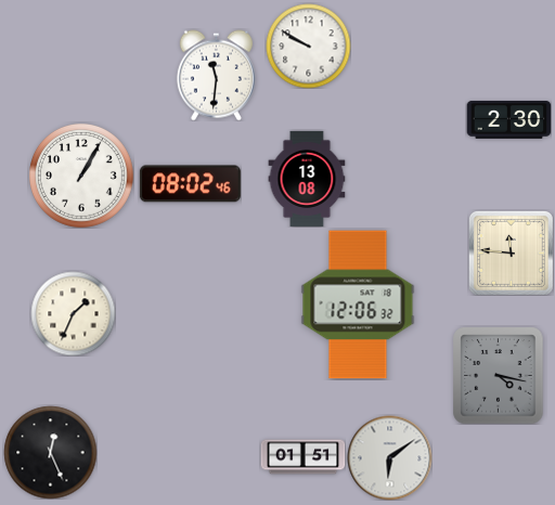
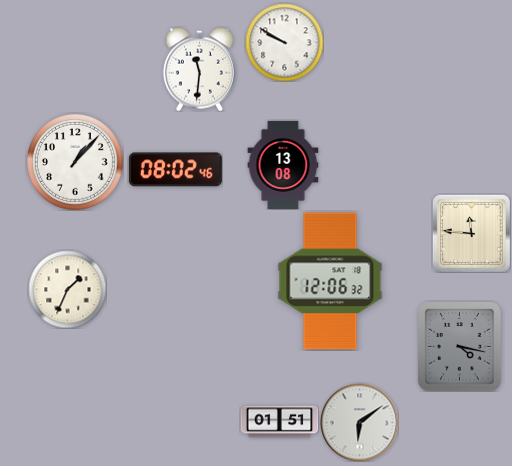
clock at (508, 119): 2:30 -> none
clock at (81, 176): 1:05 -> 1:07
clock at (50, 452): 12:26 -> none
